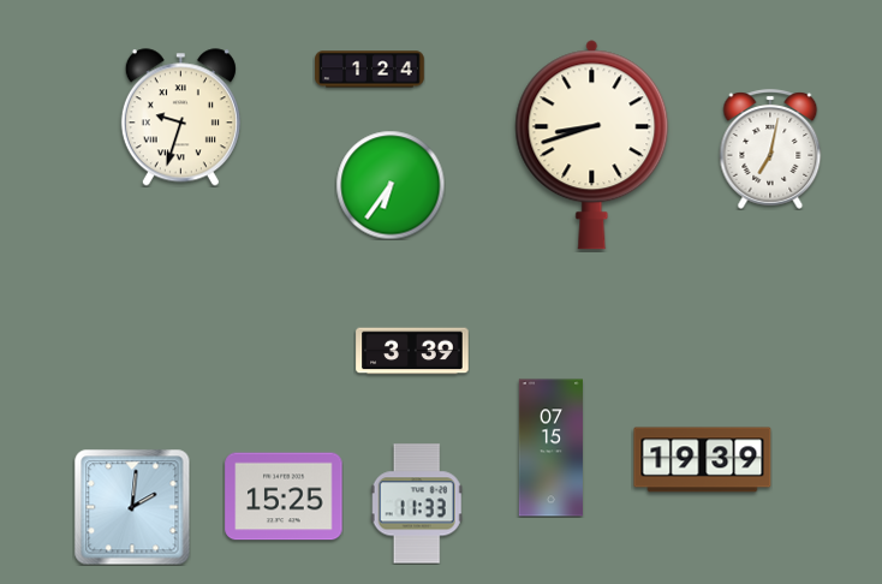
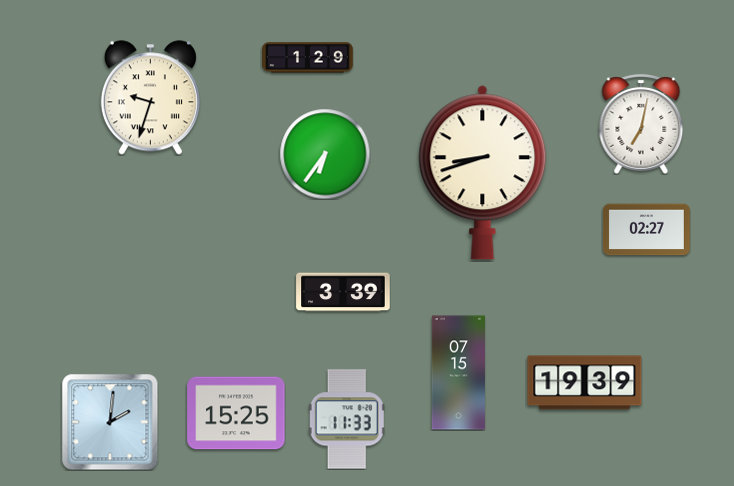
clock at (370, 70): 1:24 -> 1:29
clock at (592, 145) position: (592, 145) -> (483, 173)
clock at (646, 230): none -> 02:27
